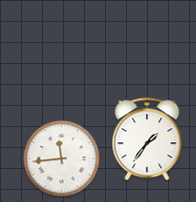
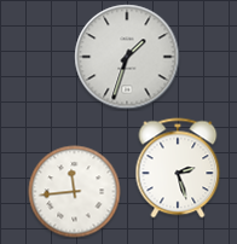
clock at (127, 57): none -> 1:33
clock at (147, 139): 1:36 -> 2:27
